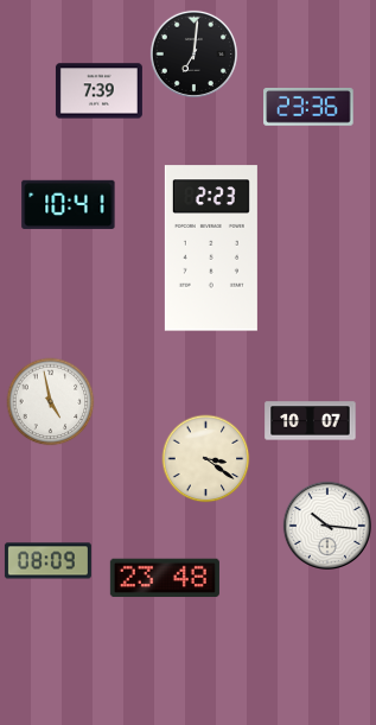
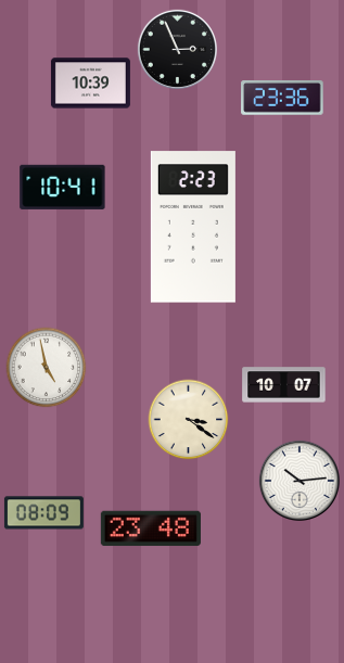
clock at (193, 53): 7:01 -> 2:56
clock at (98, 91): 7:39 -> 10:39
clock at (327, 526): 10:16 -> 10:14
